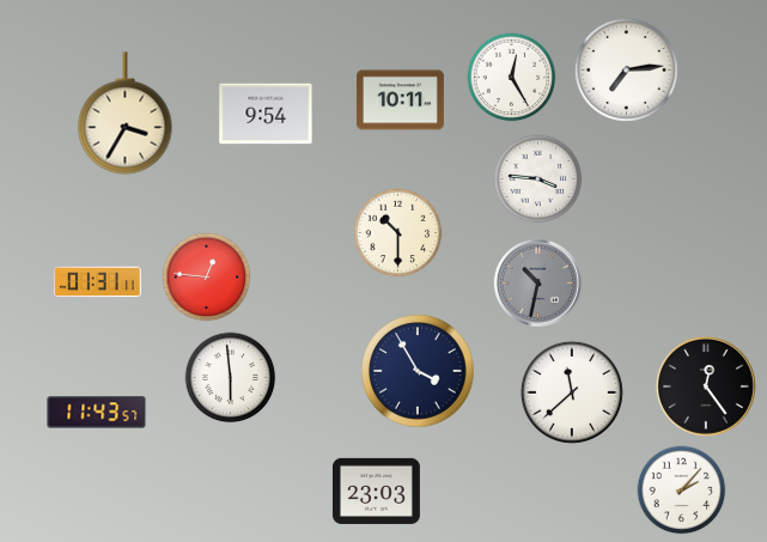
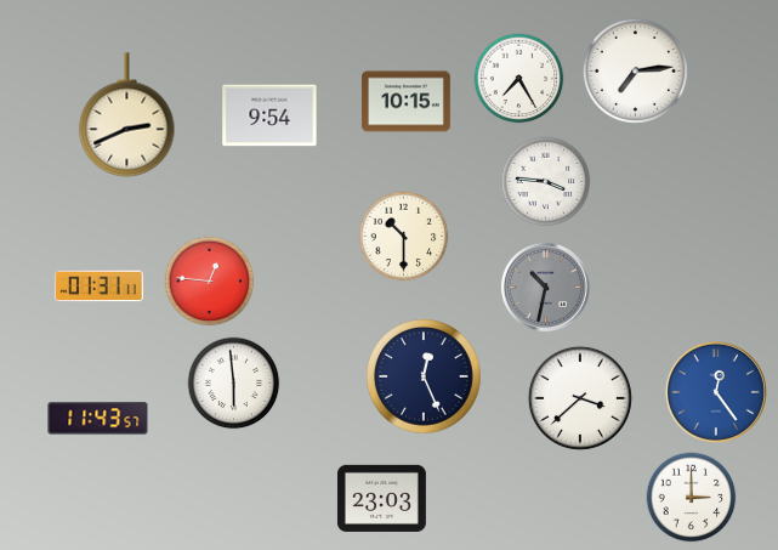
clock at (512, 78): 12:25 -> 7:25
clock at (400, 101): 10:11 -> 10:15
clock at (126, 114): 3:35 -> 2:41
clock at (418, 371): 3:55 -> 12:26
clock at (706, 386) dial: black -> blue
clock at (572, 392): 11:38 -> 3:38
clock at (682, 491): 2:07 -> 3:00
